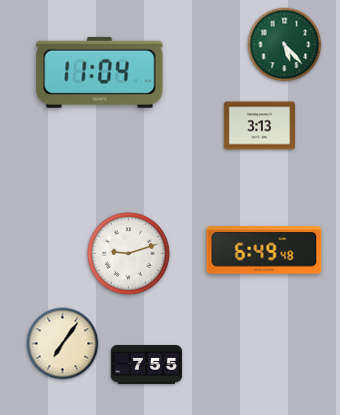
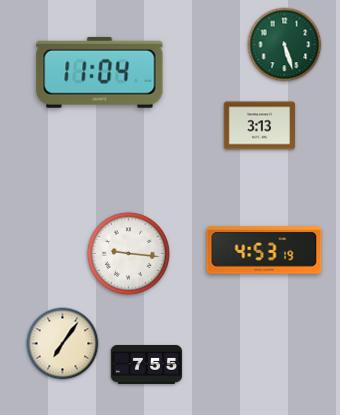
clock at (285, 45): 5:23 -> 5:27
clock at (264, 250): 6:49 -> 4:53
clock at (128, 253): 9:12 -> 9:16
